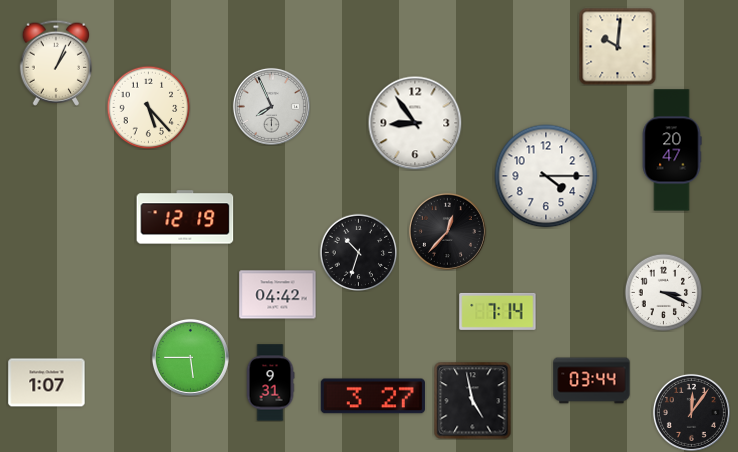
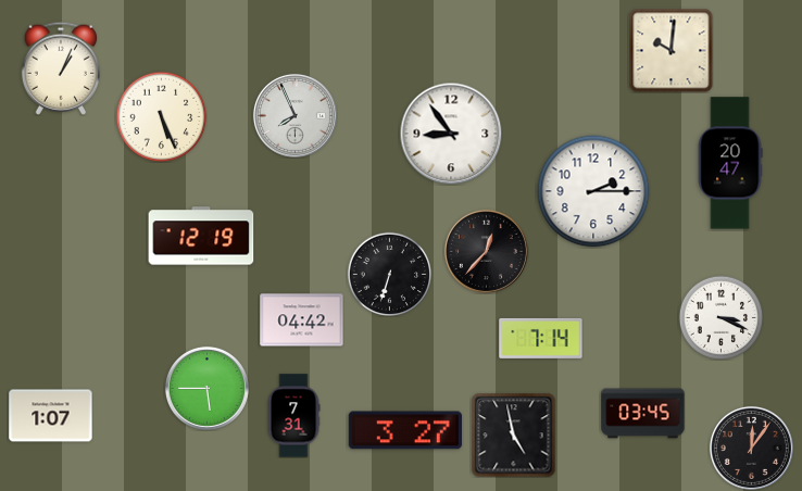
clock at (148, 107): 5:23 -> 5:26
clock at (546, 176): 4:15 -> 2:15
clock at (358, 252): 10:33 -> 6:33
clock at (592, 381): 03:44 -> 03:45
clock at (270, 383): 9:31 -> 7:31
